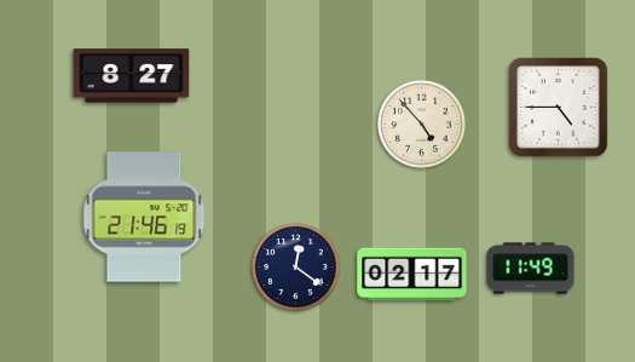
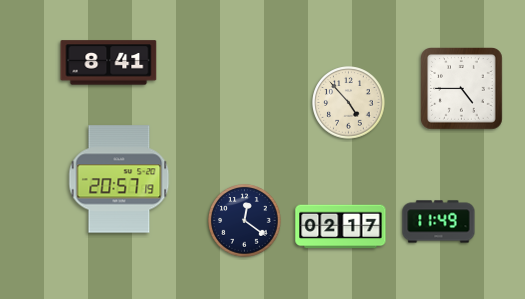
clock at (132, 76): 8:27 -> 8:41
clock at (144, 217): 21:46 -> 20:57
